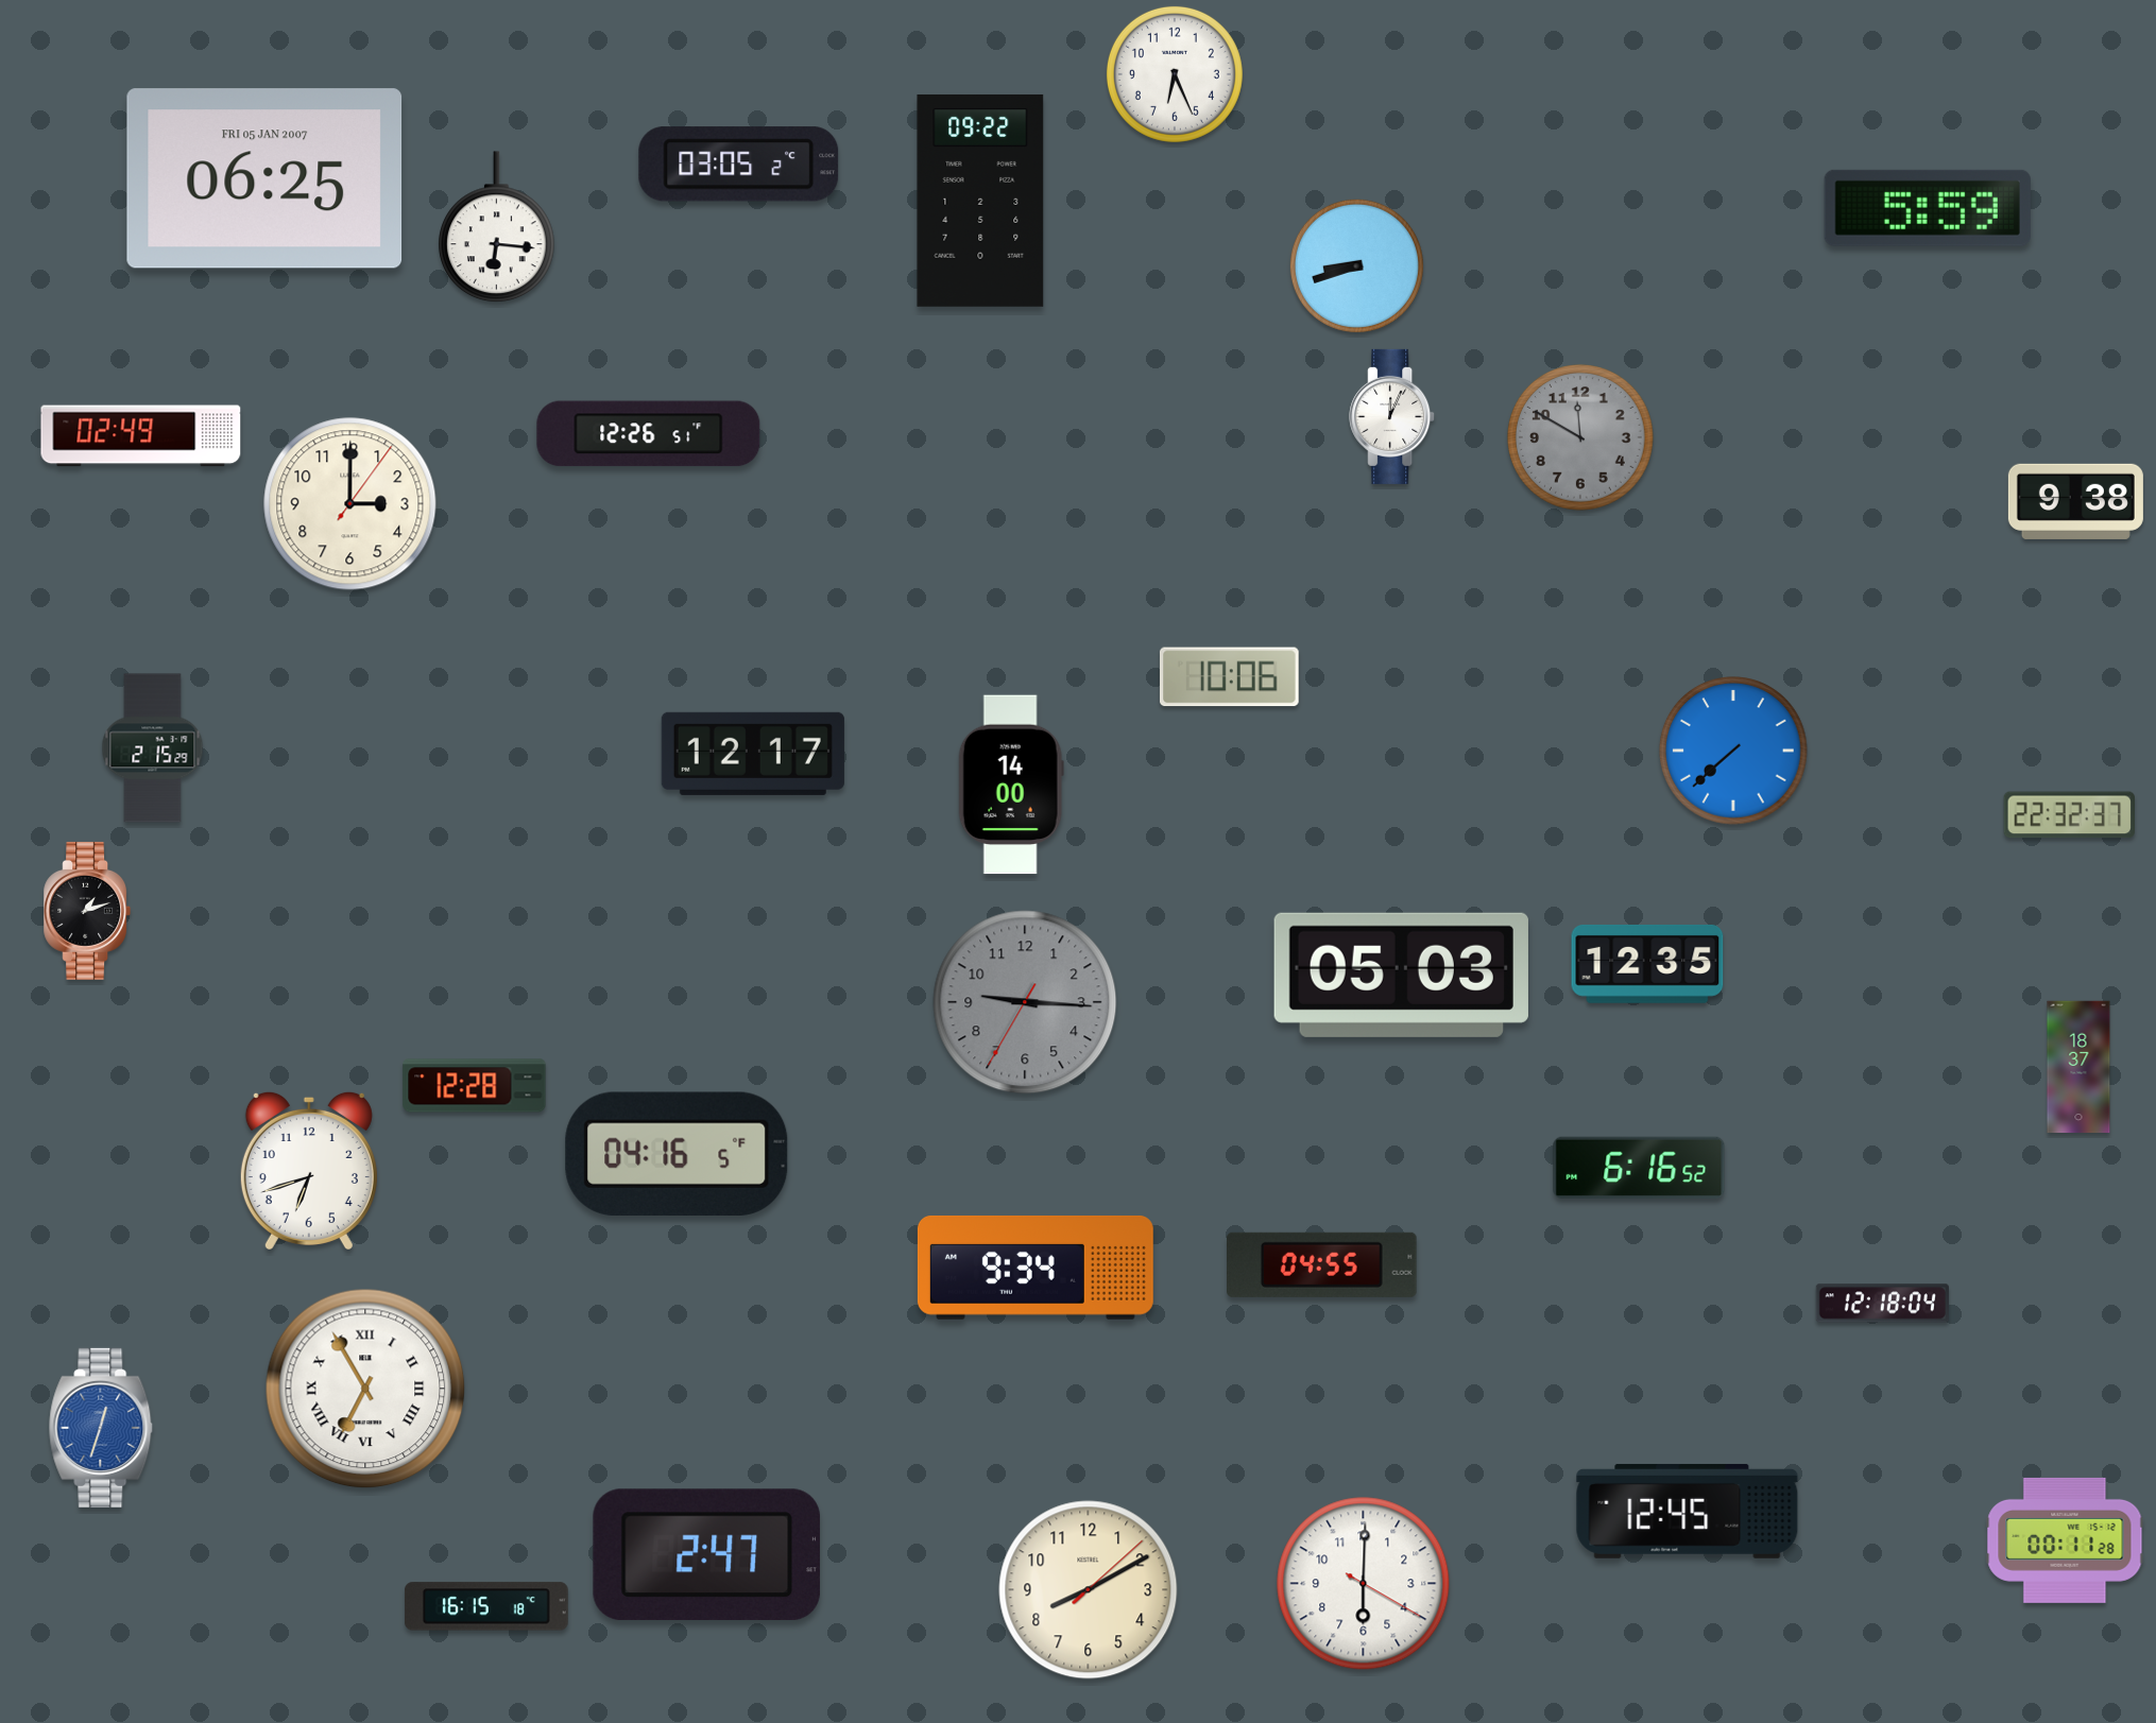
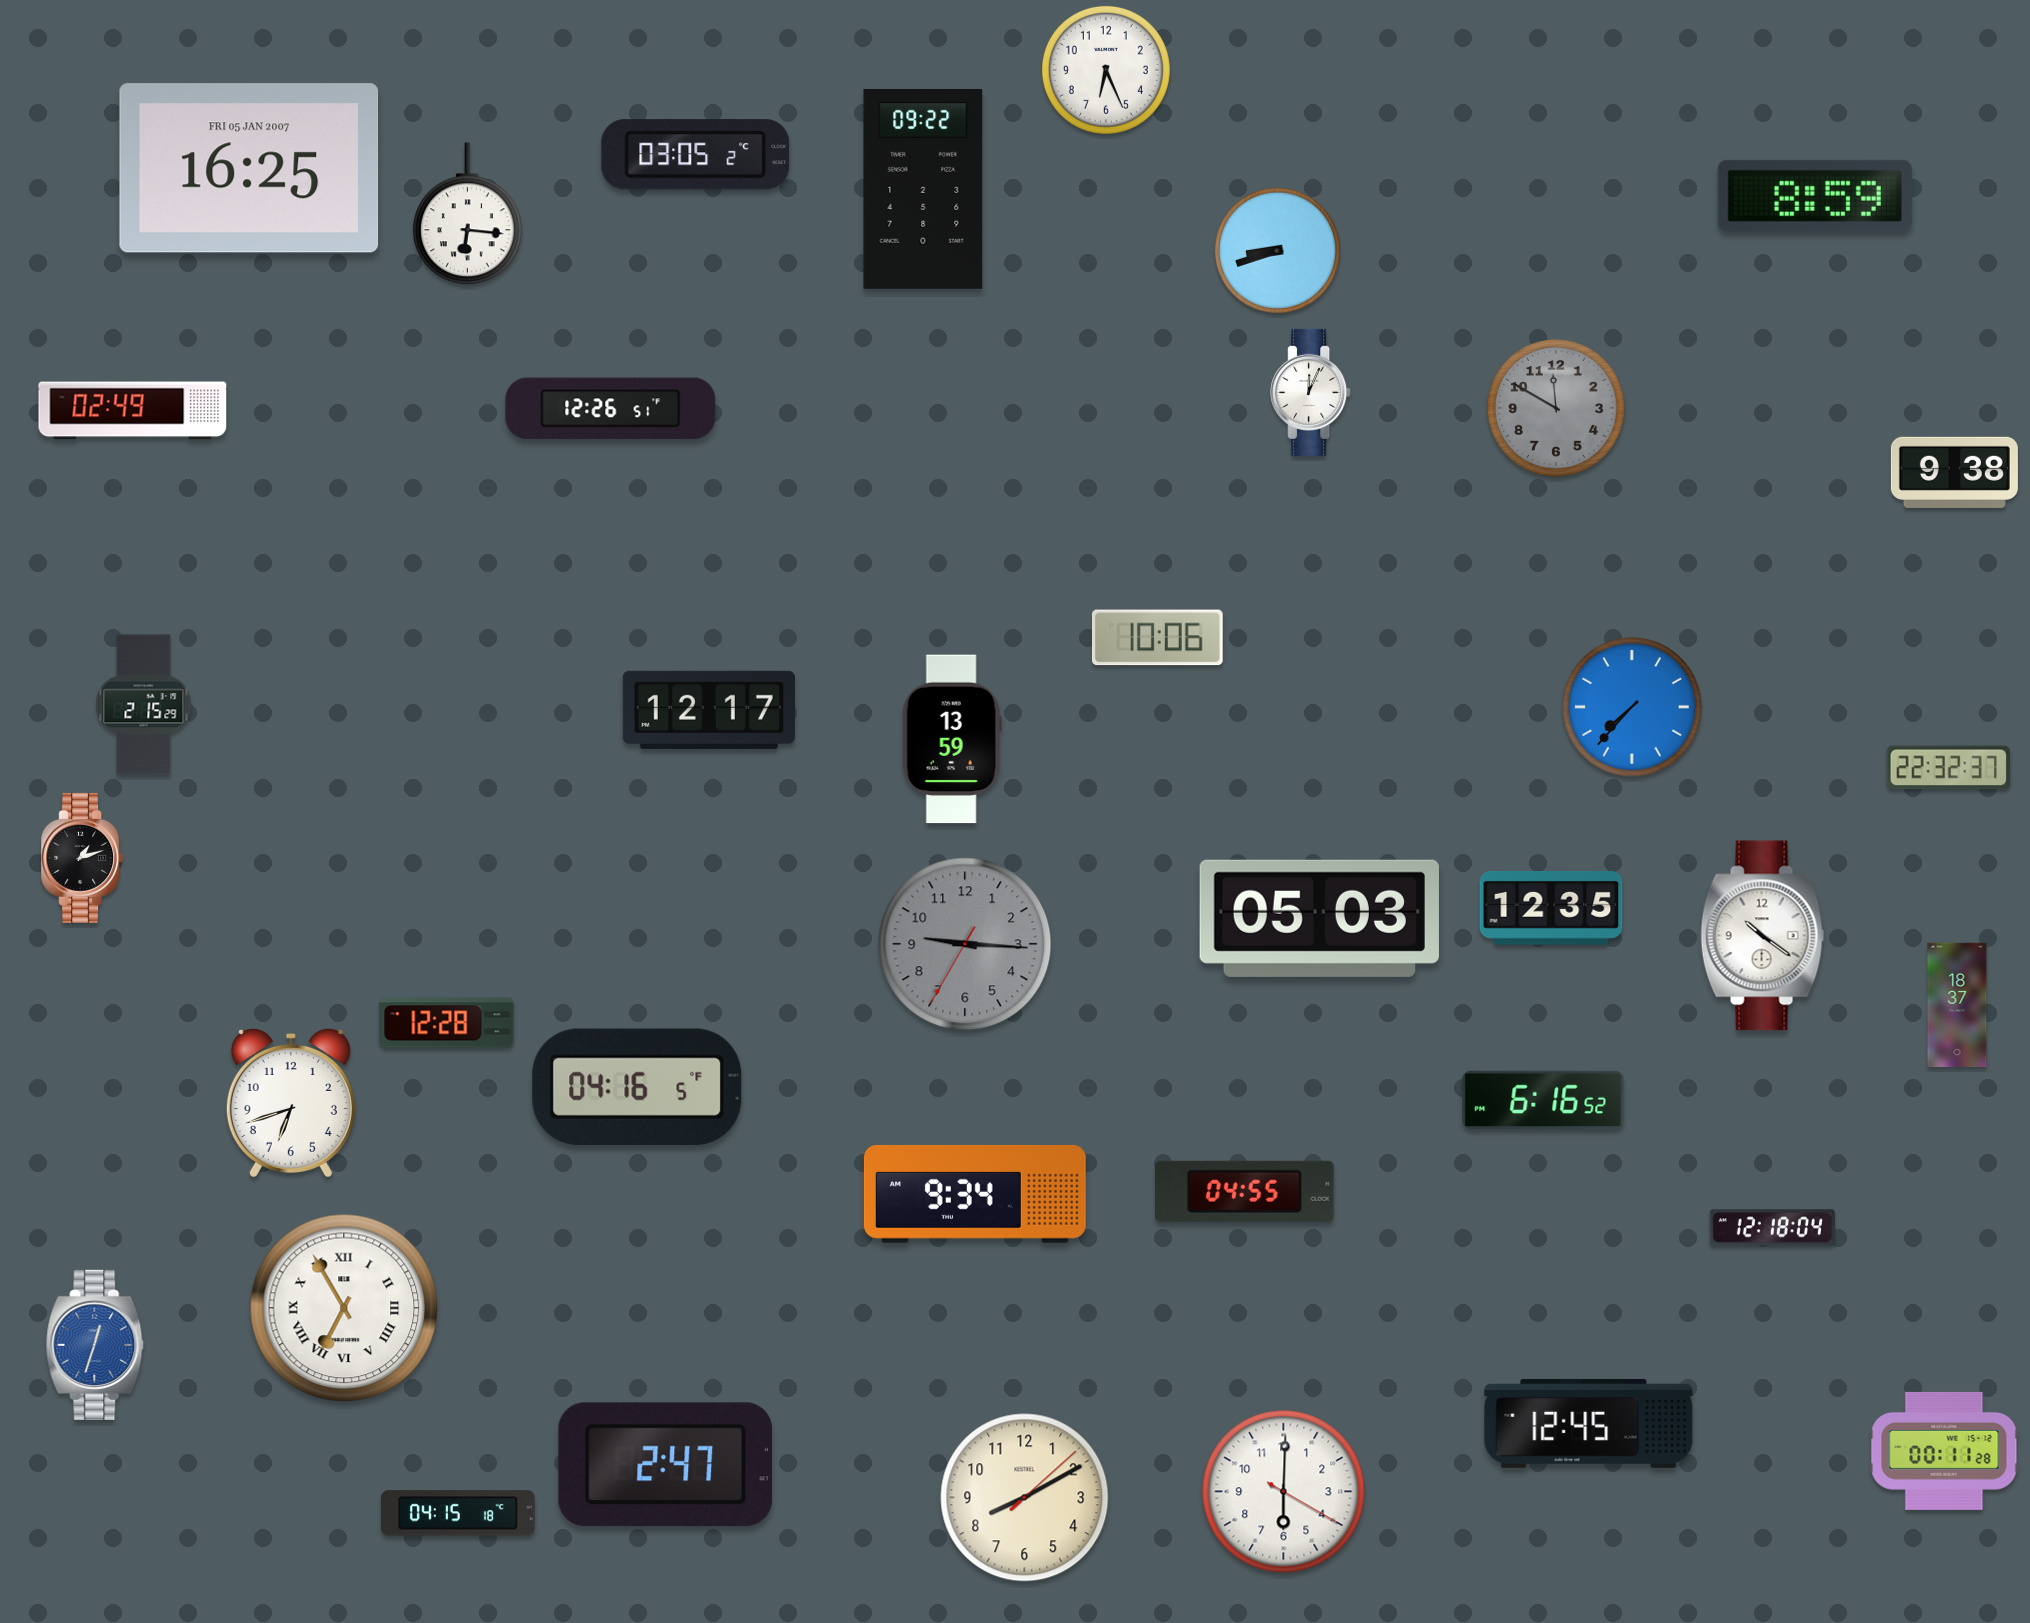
clock at (264, 178): 06:25 -> 16:25
clock at (1928, 208): 5:59 -> 8:59
clock at (1581, 438) position: (1581, 438) -> (1557, 409)
clock at (350, 504): 3:00 -> none
clock at (1733, 751): 7:38 -> 7:37
clock at (1011, 785): 14:00 -> 13:59
clock at (1763, 936): none -> 10:21
clock at (486, 1606): 16:15 -> 04:15
